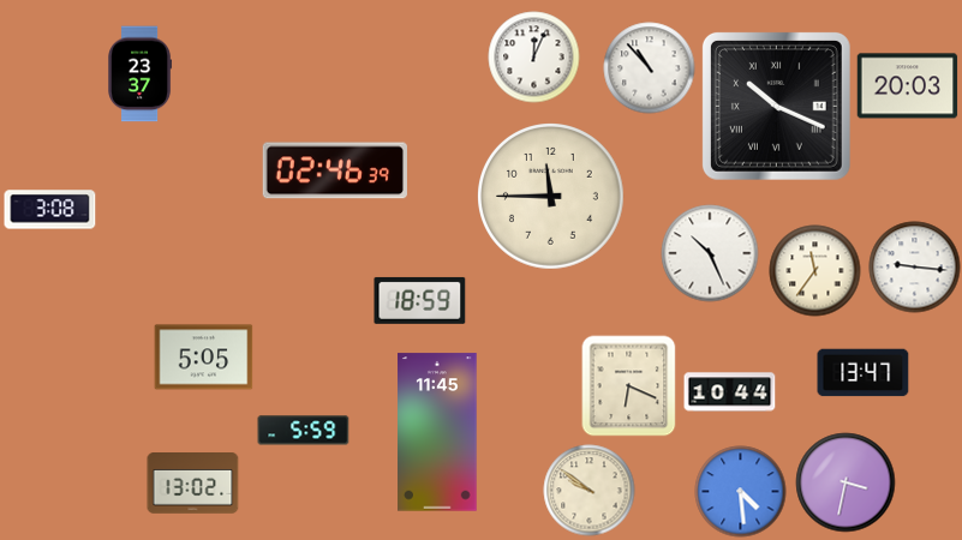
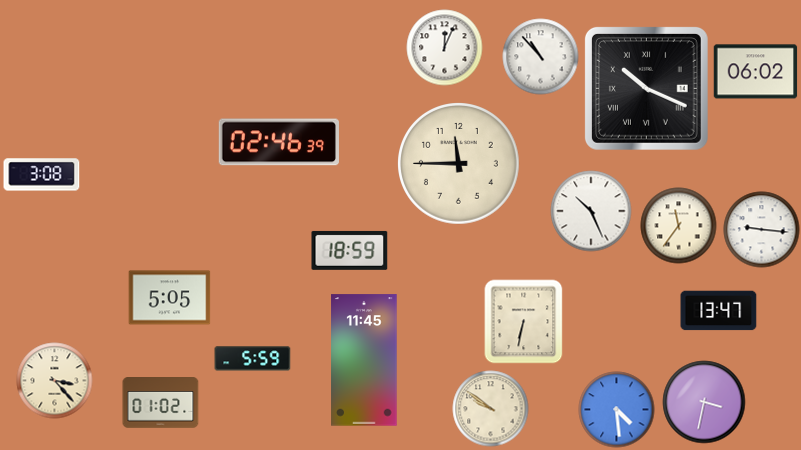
clock at (141, 74): 23:37 -> none
clock at (908, 86): 20:03 -> 06:02
clock at (915, 268) position: (915, 268) -> (762, 230)
clock at (629, 386): 6:19 -> 6:32
clock at (730, 392): 10:44 -> none
clock at (55, 381): none -> 3:23
clock at (193, 484): 13:02 -> 01:02
